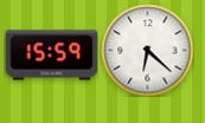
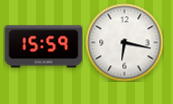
clock at (147, 50): 6:22 -> 6:17
